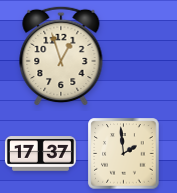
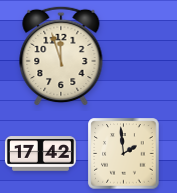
clock at (61, 56): 12:57 -> 11:57
clock at (40, 154): 17:37 -> 17:42
